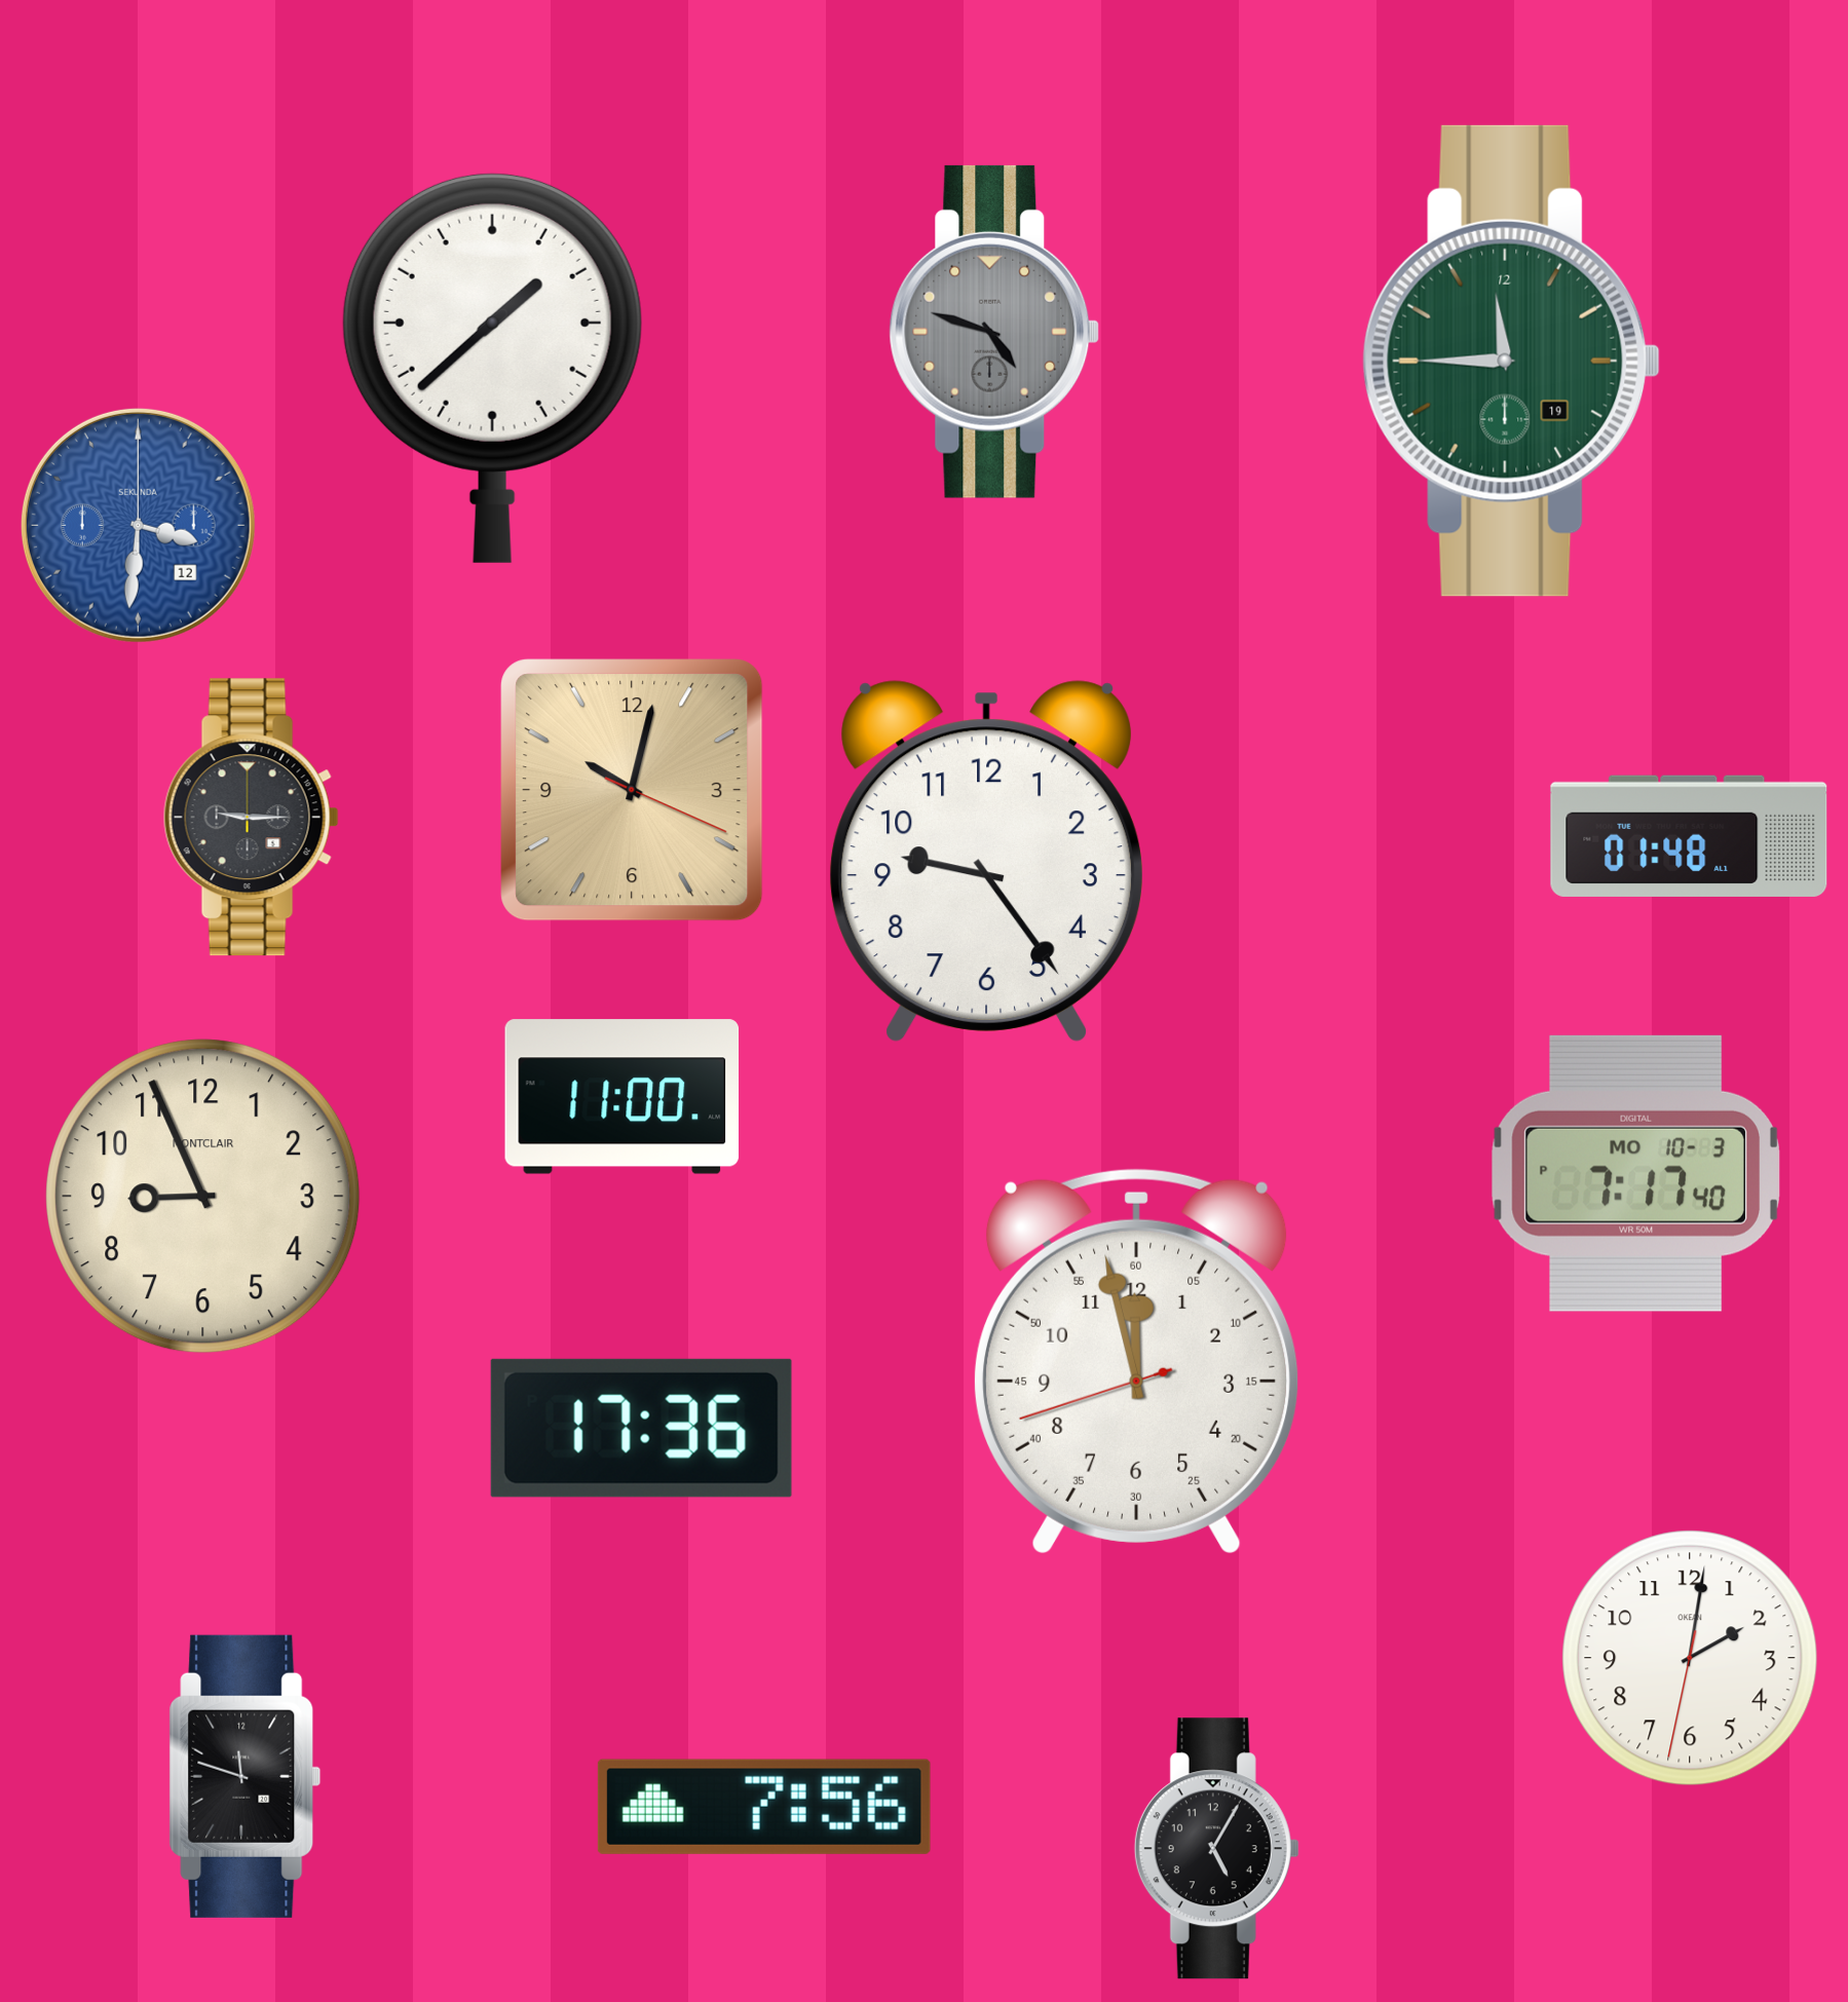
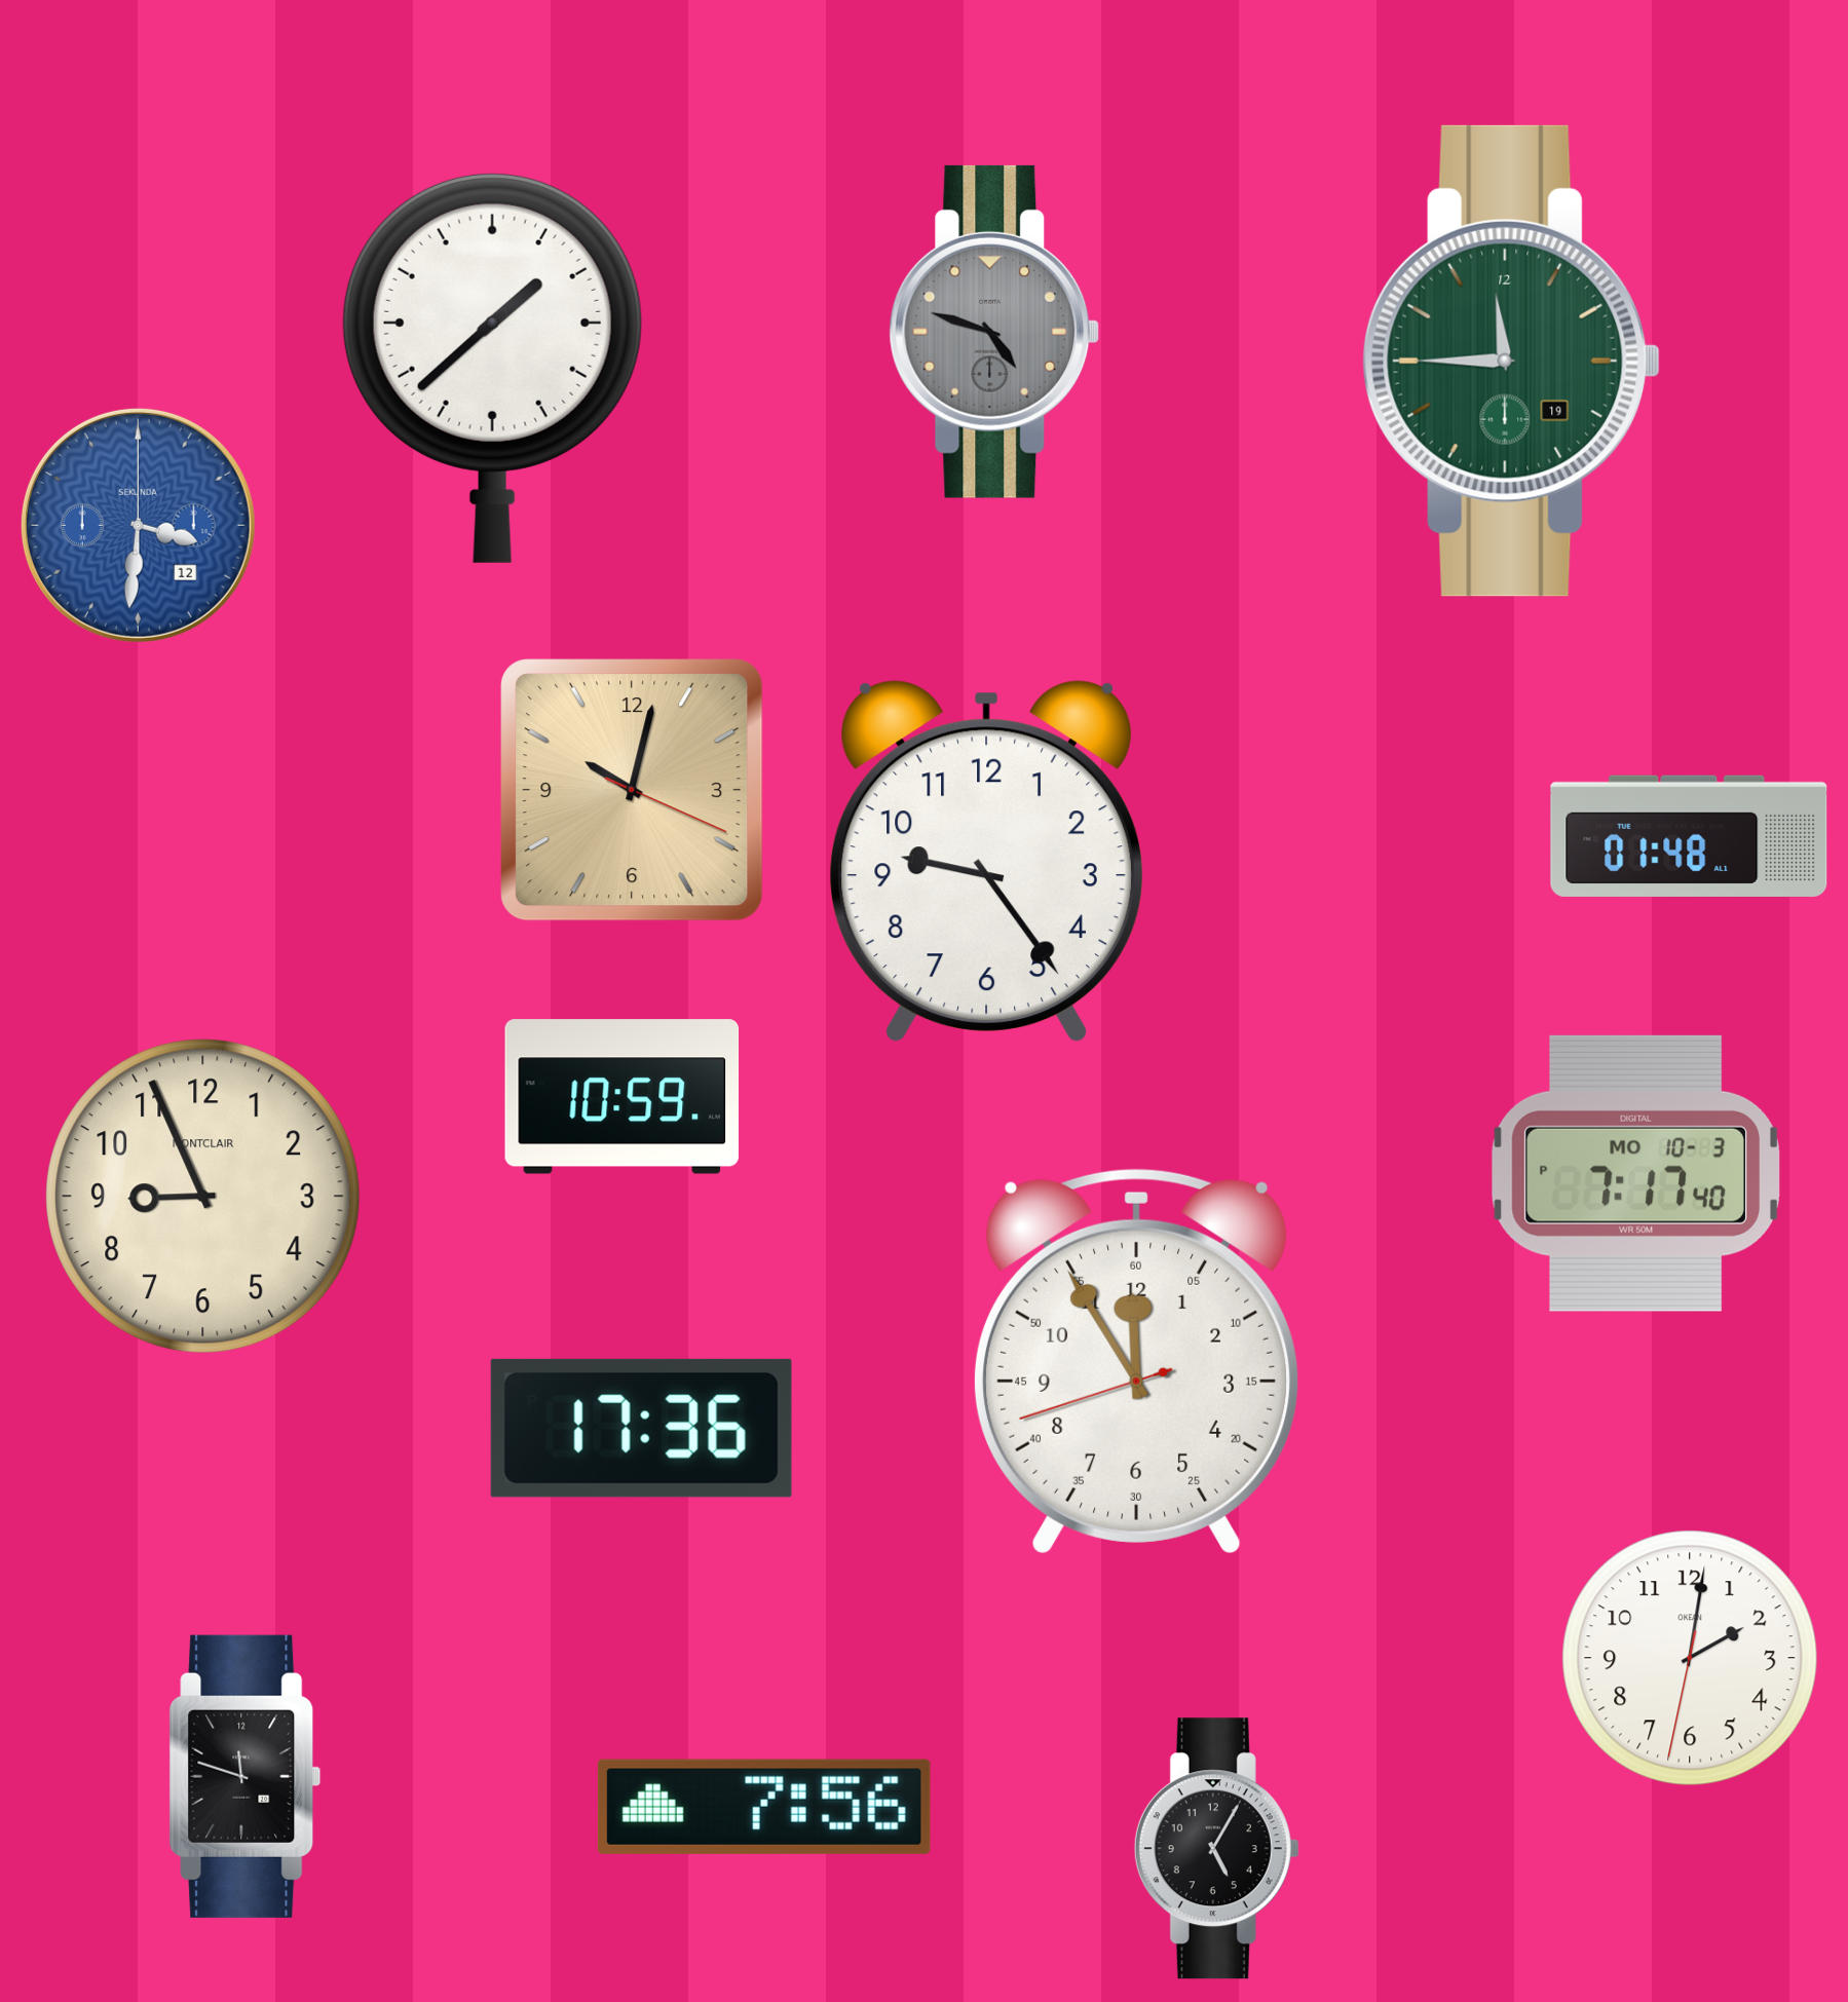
clock at (251, 818): 9:15 -> none
clock at (623, 1097): 11:00 -> 10:59
clock at (1136, 1361): 11:57 -> 11:54
